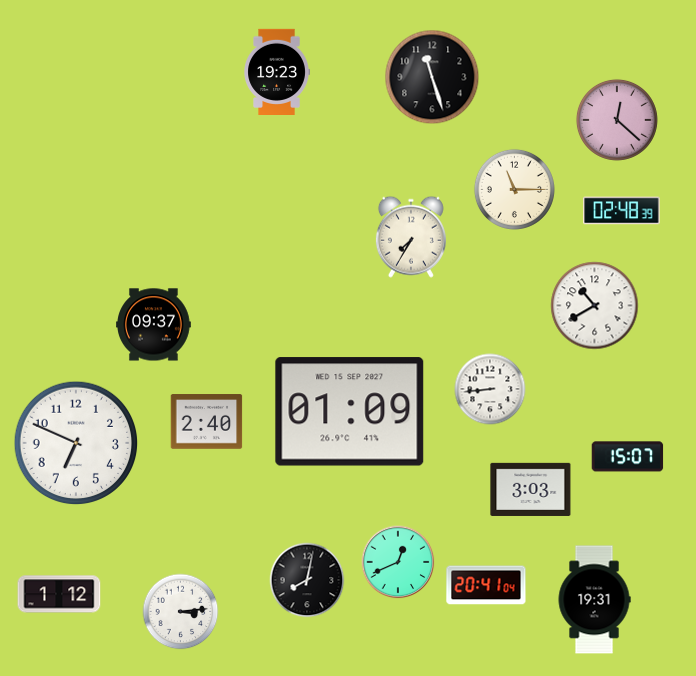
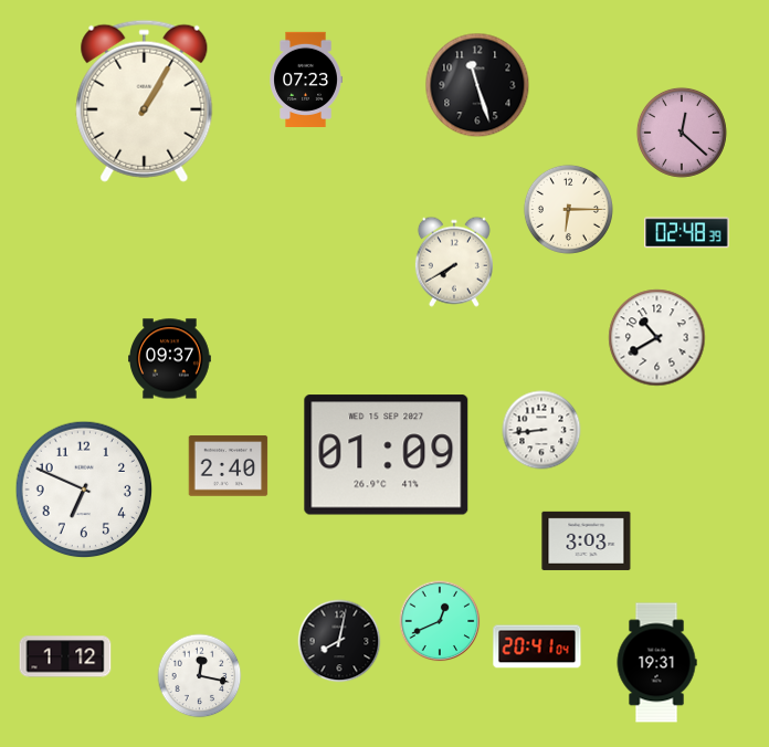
clock at (277, 71): 19:23 -> 07:23
clock at (145, 101): none -> 1:05
clock at (514, 189): 11:15 -> 6:15
clock at (411, 237): 7:35 -> 7:40
clock at (628, 457): 15:07 -> none
clock at (181, 612): 3:14 -> 12:17
